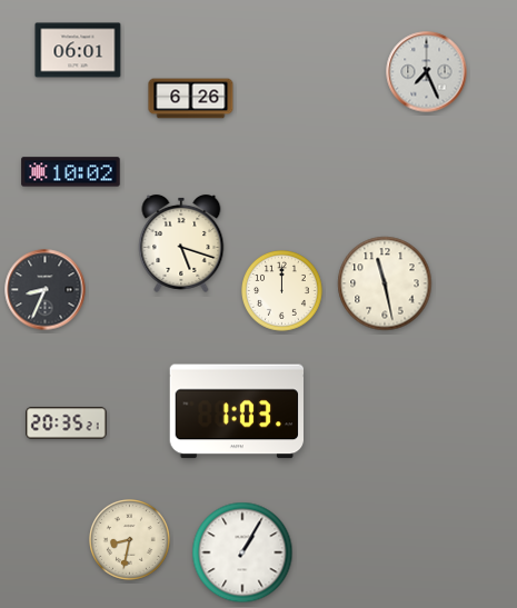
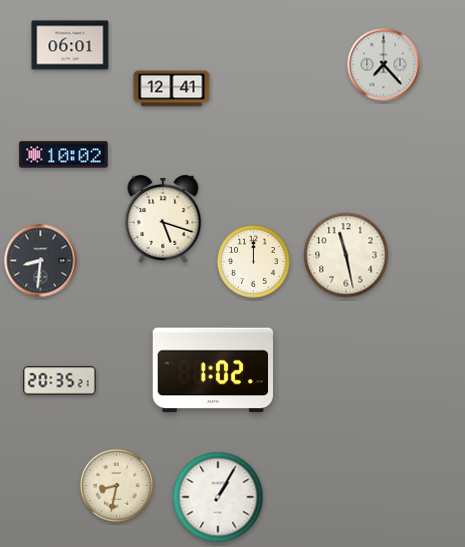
clock at (427, 72): 7:26 -> 7:23
clock at (191, 99): 6:26 -> 12:41
clock at (46, 290): 8:34 -> 8:31
clock at (236, 411): 1:03 -> 1:02
